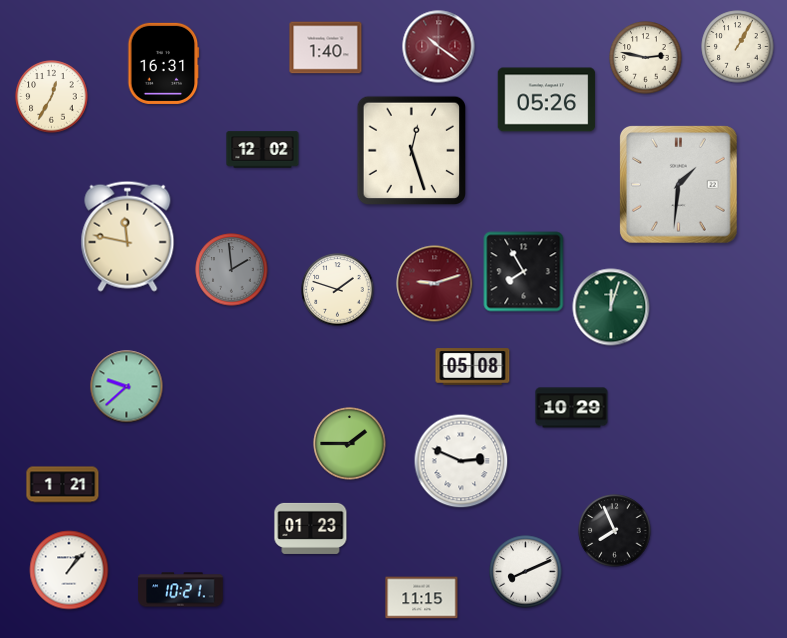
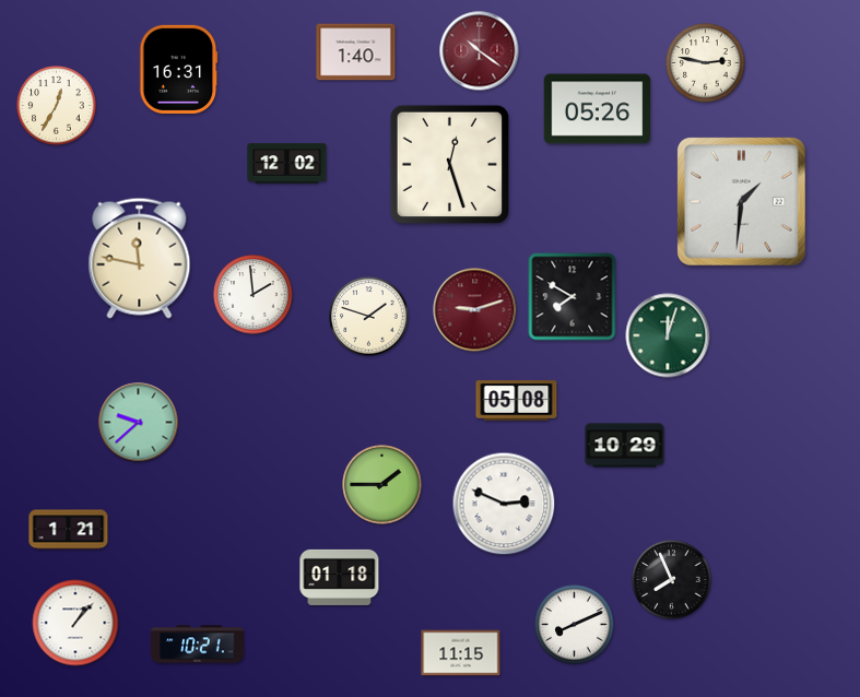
clock at (738, 47): 1:05 -> none
clock at (232, 270) dial: grey -> white
clock at (524, 272): 7:55 -> 7:50
clock at (311, 528): 01:23 -> 01:18
